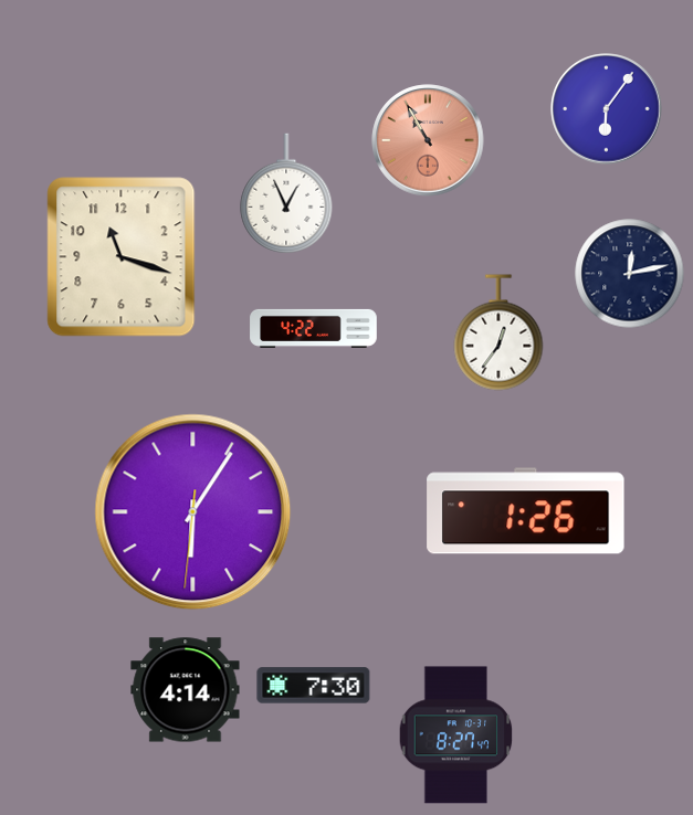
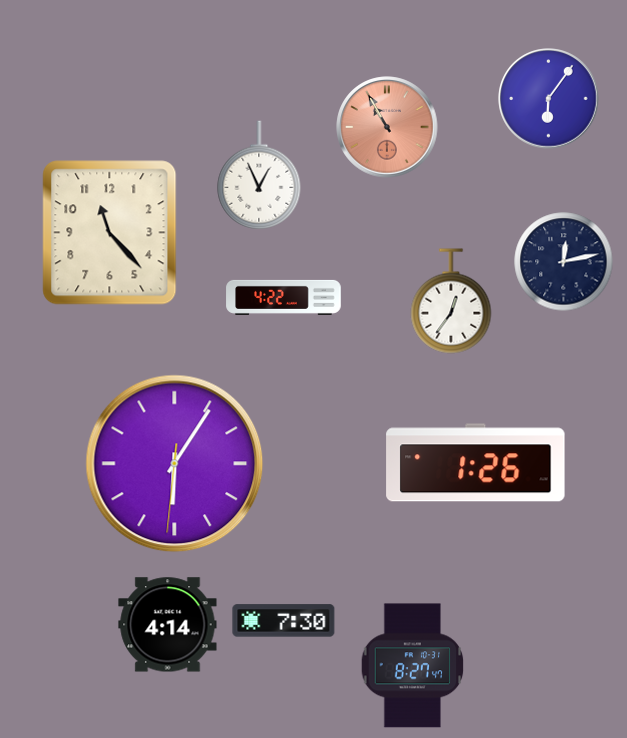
clock at (122, 257): 11:18 -> 11:23
clock at (630, 274) position: (630, 274) -> (564, 262)
